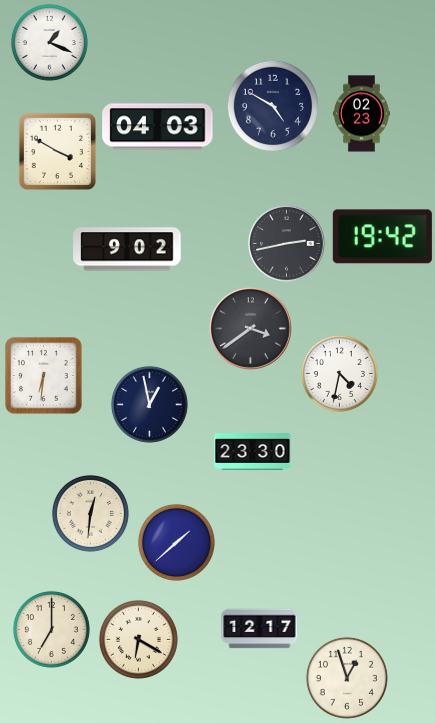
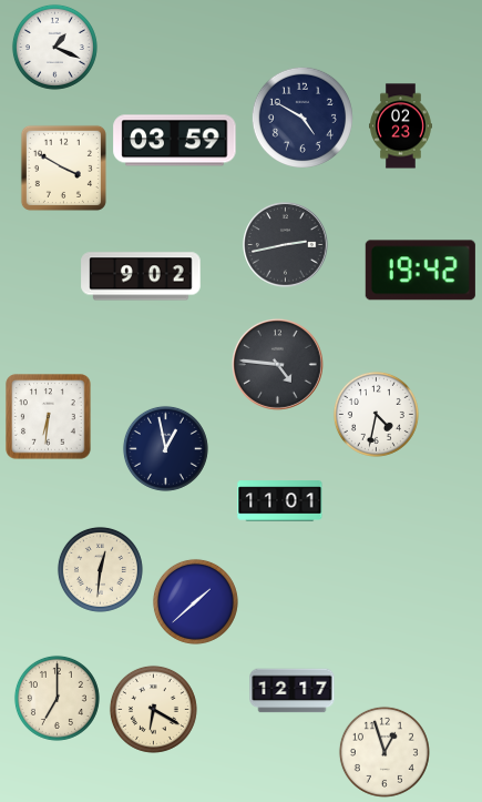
clock at (158, 127): 04:03 -> 03:59
clock at (382, 237) position: (382, 237) -> (420, 271)
clock at (287, 244) position: (287, 244) -> (286, 245)
clock at (250, 328): 3:39 -> 4:46
clock at (253, 452): 23:30 -> 11:01
clock at (260, 629) position: (260, 629) -> (293, 691)
